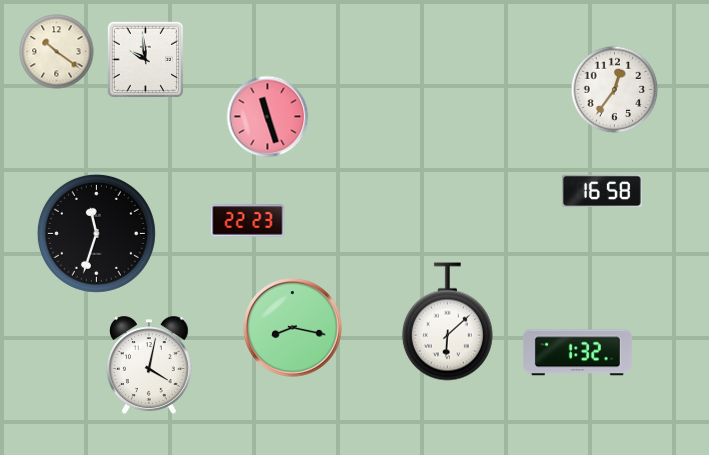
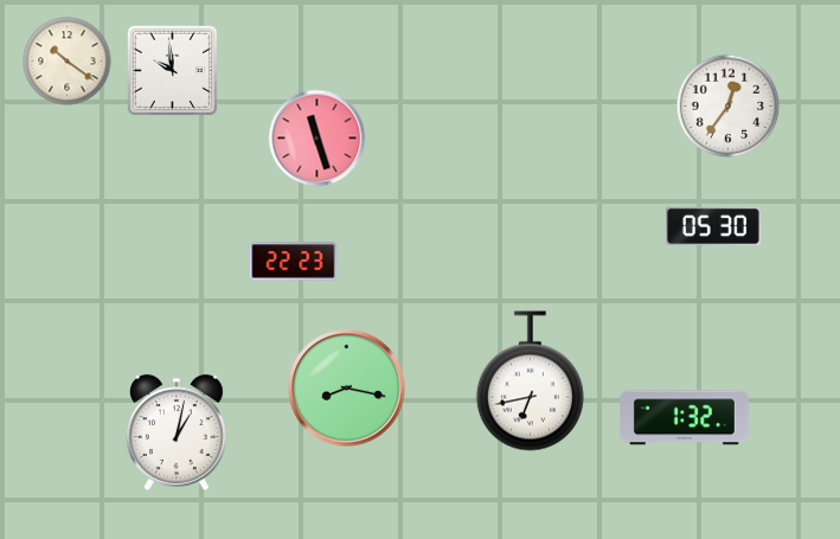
clock at (602, 191): 16:58 -> 05:30
clock at (96, 233): 11:33 -> none
clock at (447, 322): 6:08 -> 6:43
clock at (150, 365): 4:02 -> 1:02
